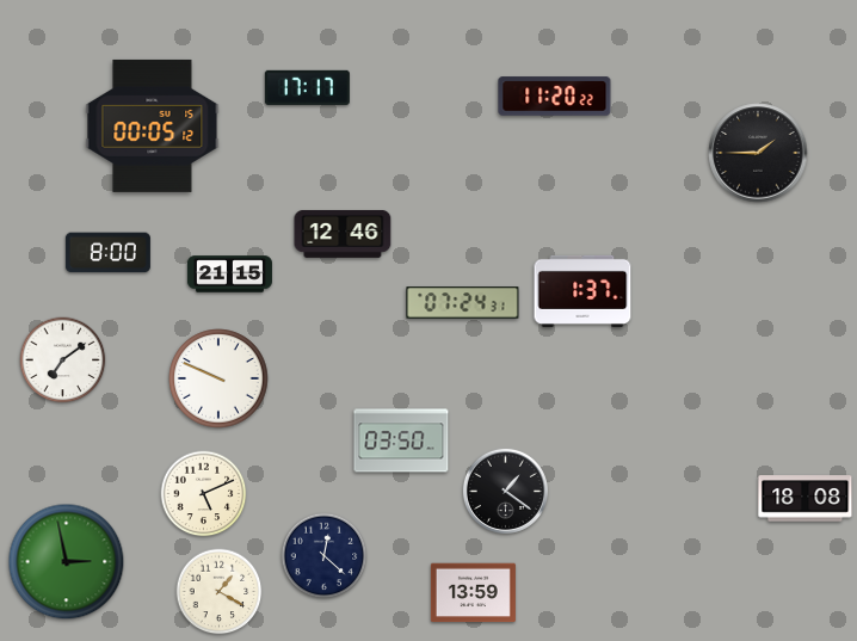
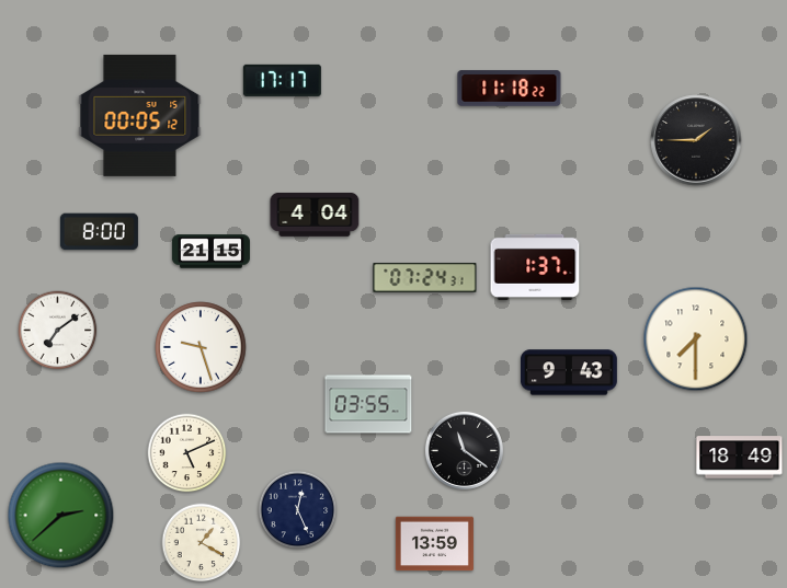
clock at (555, 97): 11:20 -> 11:18
clock at (343, 234): 12:46 -> 4:04
clock at (696, 339): none -> 7:30
clock at (218, 378): 9:49 -> 9:27
clock at (569, 372): none -> 9:43
clock at (401, 440): 03:50 -> 03:55
clock at (505, 491): 1:21 -> 11:21
clock at (806, 499): 18:08 -> 18:49
clock at (325, 556): 12:22 -> 12:26
clock at (67, 562): 2:58 -> 2:38
